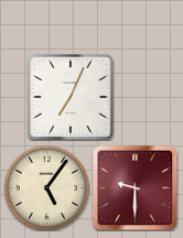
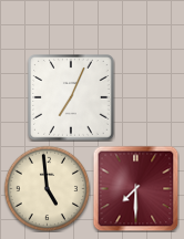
clock at (46, 187): 5:06 -> 4:59
clock at (134, 187): 9:30 -> 7:30
